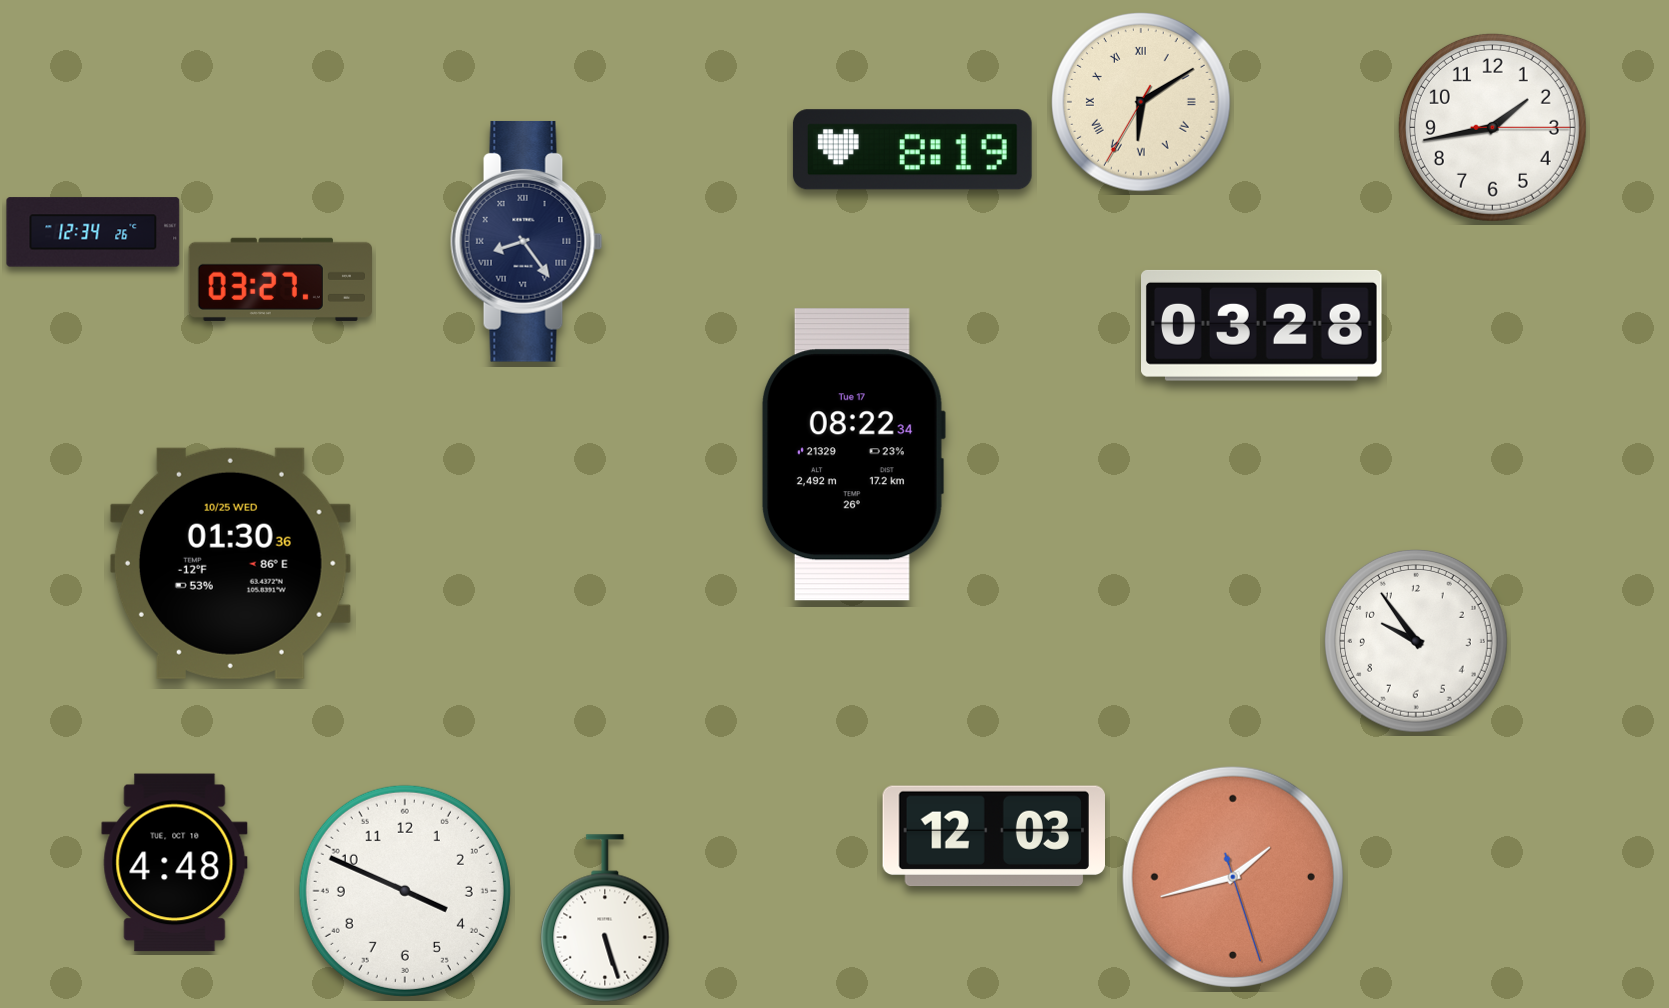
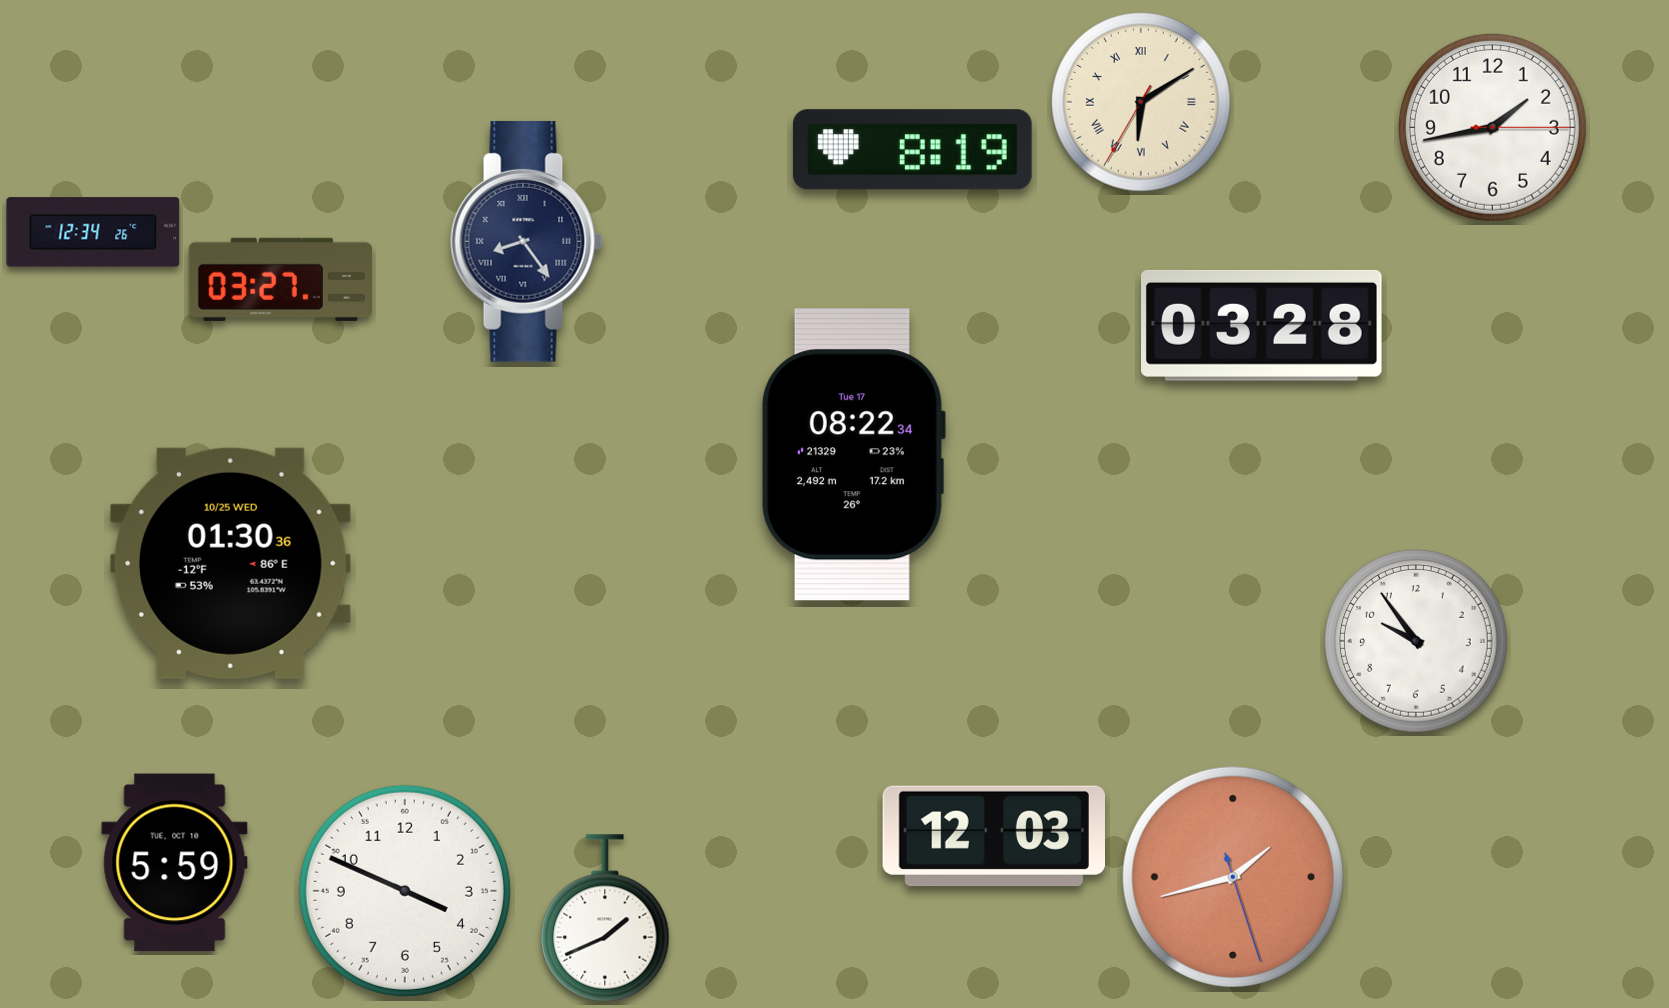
clock at (175, 863): 4:48 -> 5:59
clock at (605, 918): 5:27 -> 1:41
